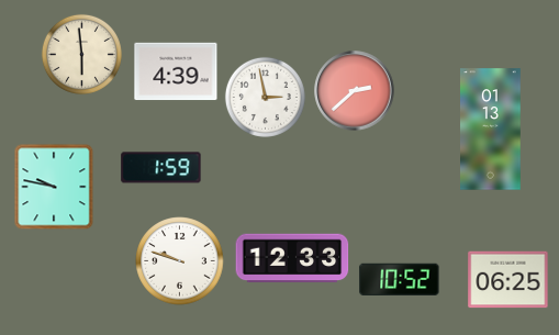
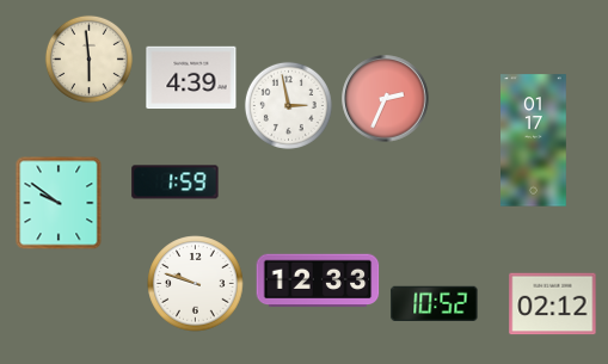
clock at (355, 91): 2:38 -> 2:34
clock at (491, 130): 01:13 -> 01:17
clock at (54, 187): 9:47 -> 9:51
clock at (508, 280): 06:25 -> 02:12
